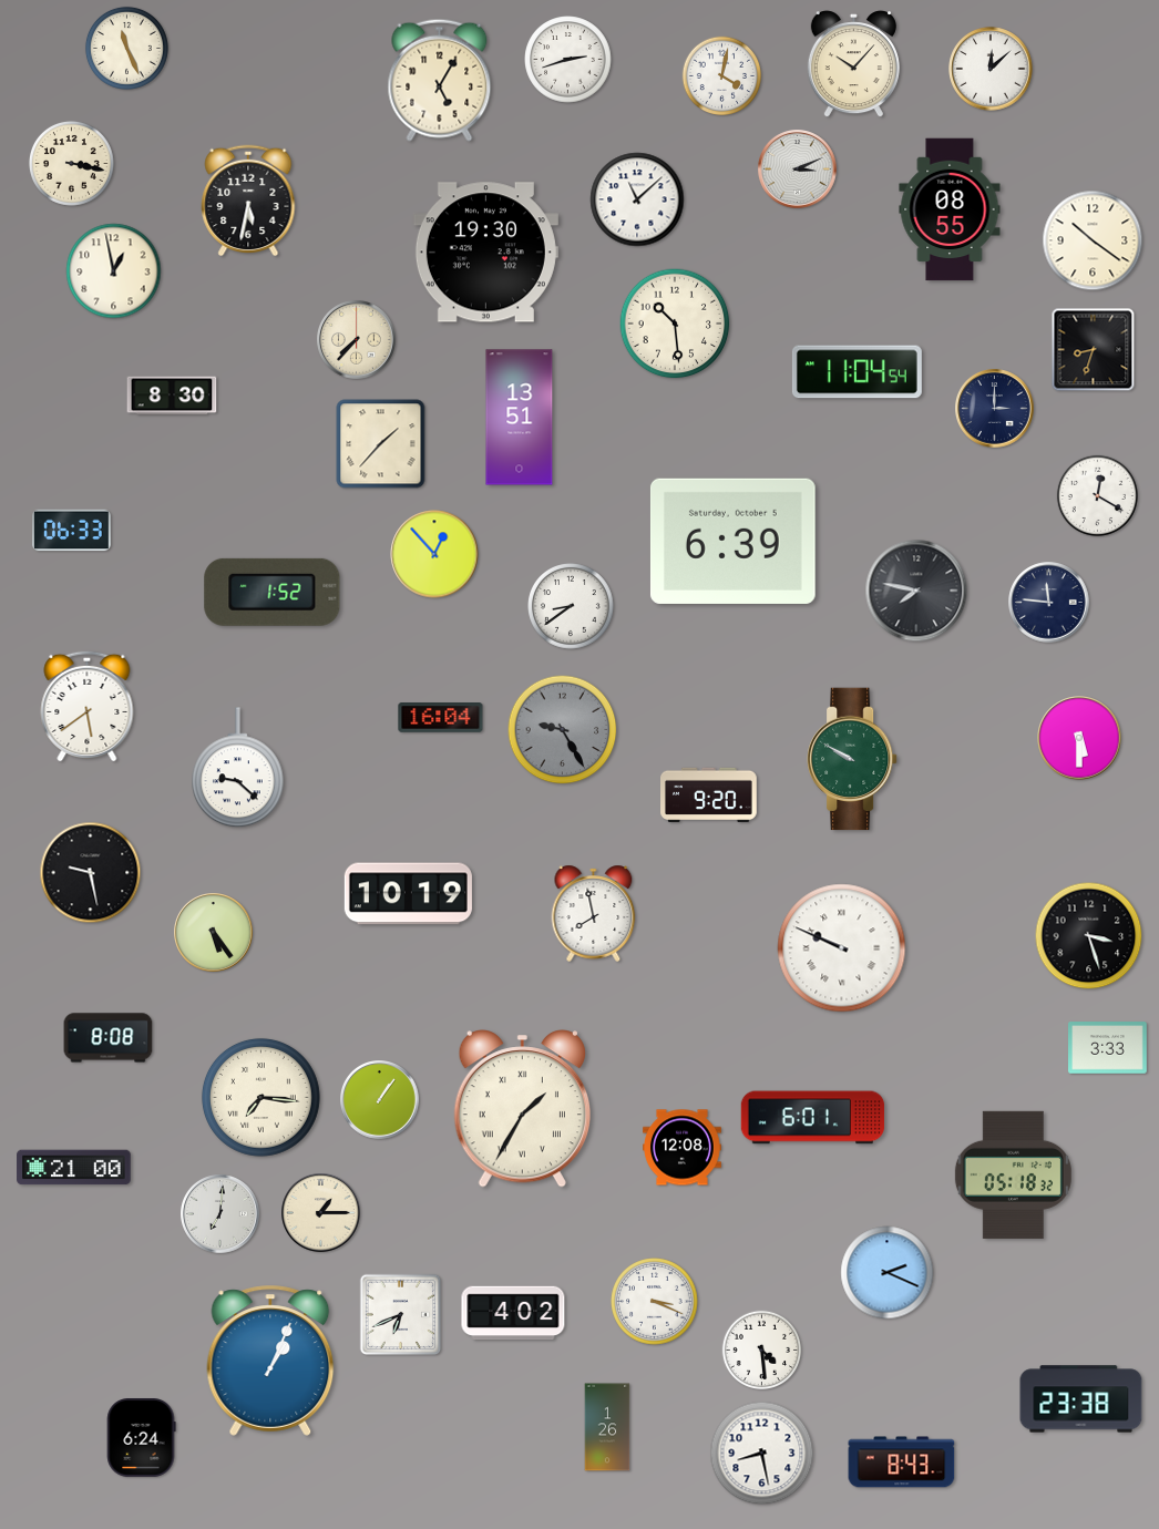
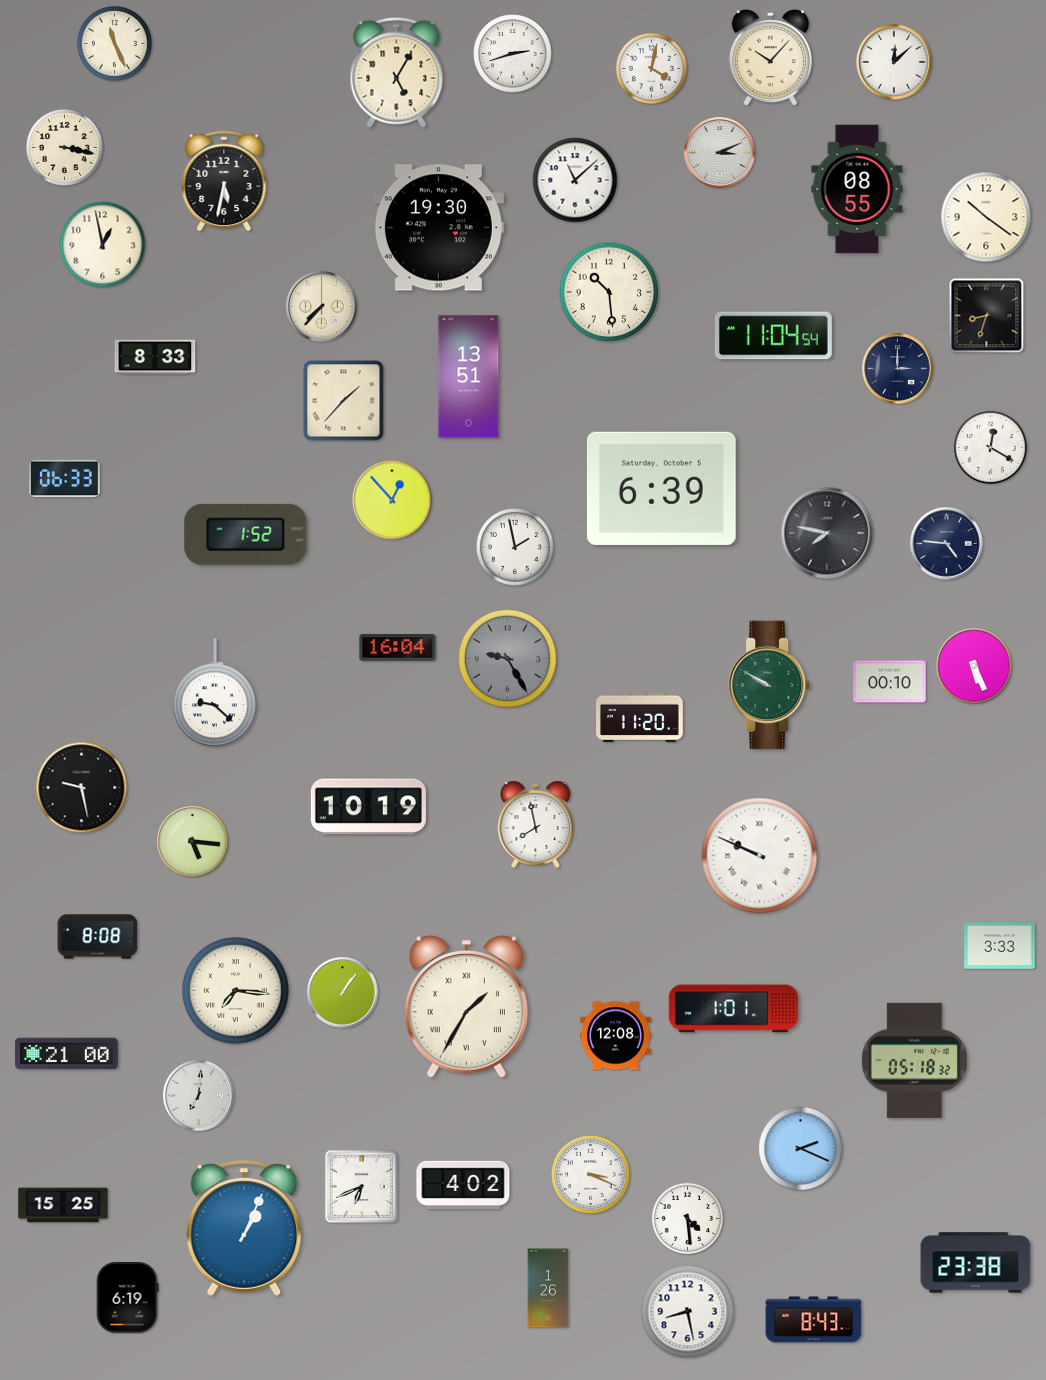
clock at (172, 396): 8:30 -> 8:33
clock at (1049, 603): 11:46 -> 4:46
clock at (572, 607): 8:39 -> 1:58
clock at (88, 706): 5:39 -> none
clock at (1079, 738): 5:30 -> 5:26
clock at (890, 682): none -> 00:10
clock at (709, 794): 9:20 -> 11:20
clock at (214, 933): 5:24 -> 5:16
clock at (1089, 936): 3:27 -> none
clock at (522, 1109) position: (522, 1109) -> (466, 1007)
clock at (813, 1118): 6:01 -> 1:01
clock at (321, 1213): 1:15 -> none
clock at (63, 1205): none -> 15:25
clock at (141, 1438): 6:24 -> 6:19
